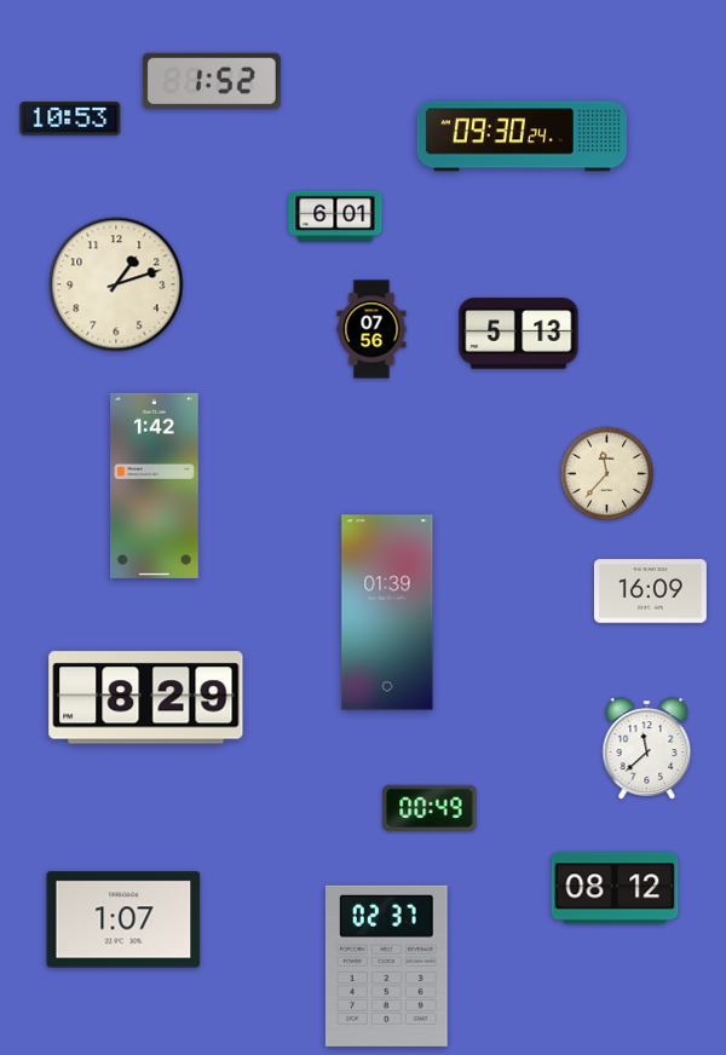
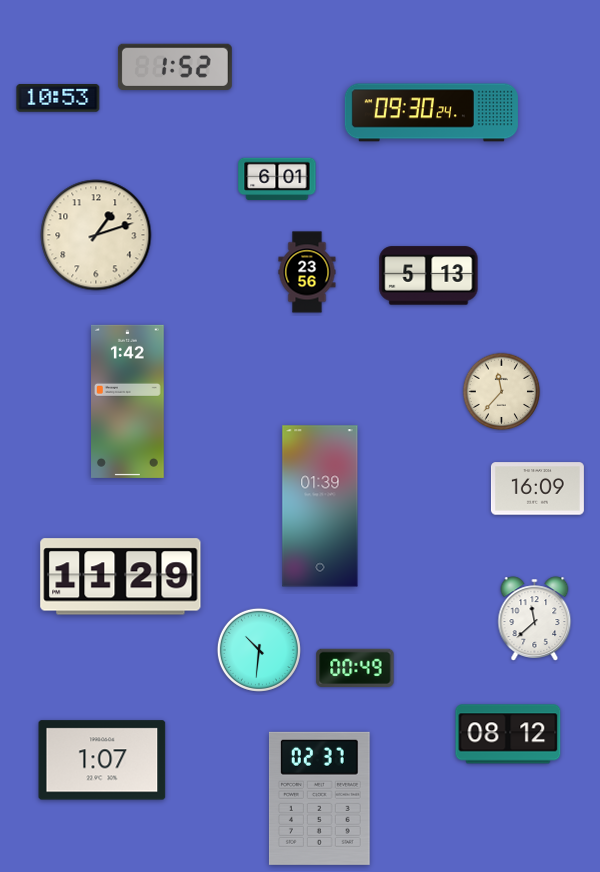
clock at (371, 329): 07:56 -> 23:56
clock at (146, 698): 8:29 -> 11:29
clock at (259, 650): none -> 10:31
